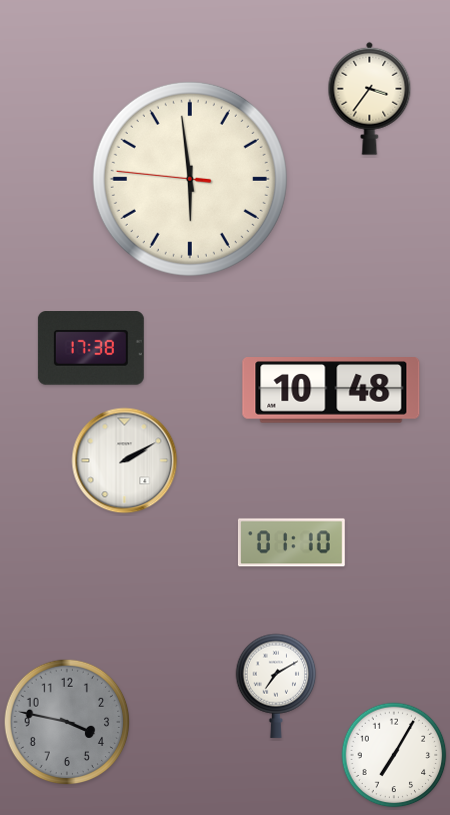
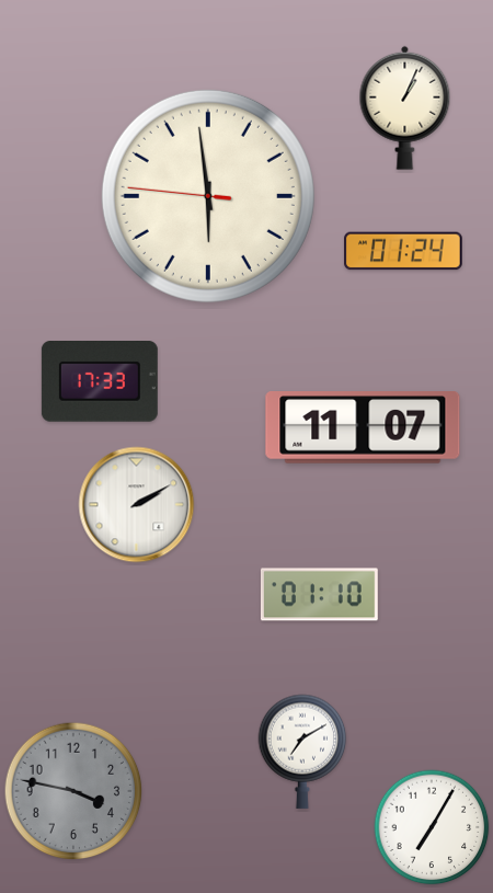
clock at (370, 98): 3:36 -> 1:04
clock at (404, 251): none -> 01:24
clock at (91, 349): 17:38 -> 17:33
clock at (331, 390): 10:48 -> 11:07
